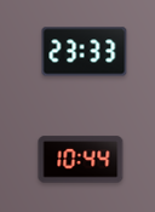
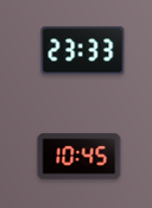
clock at (81, 160): 10:44 -> 10:45
